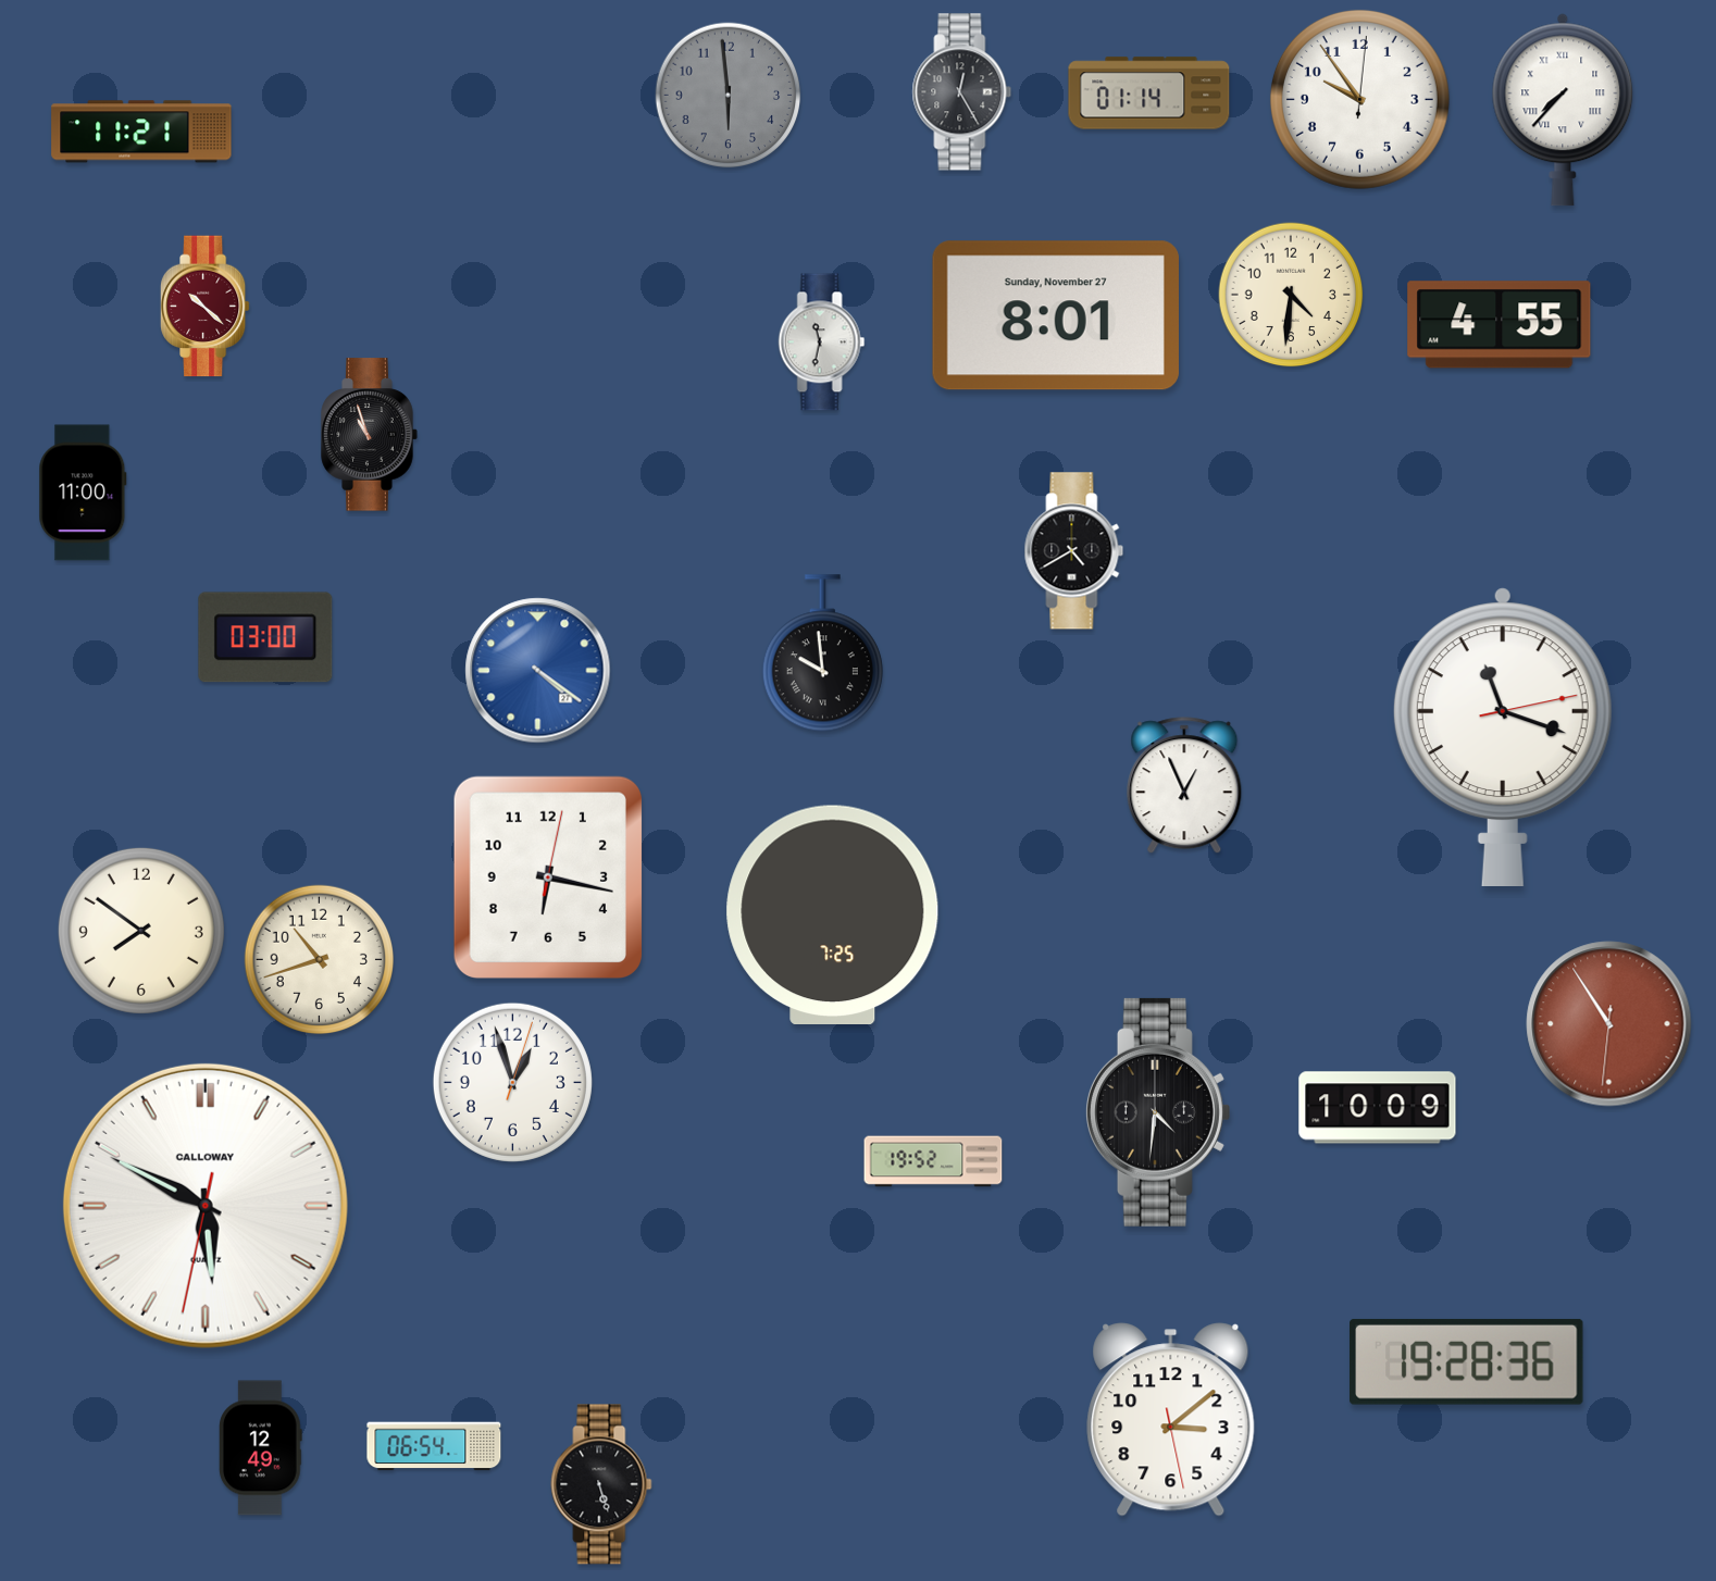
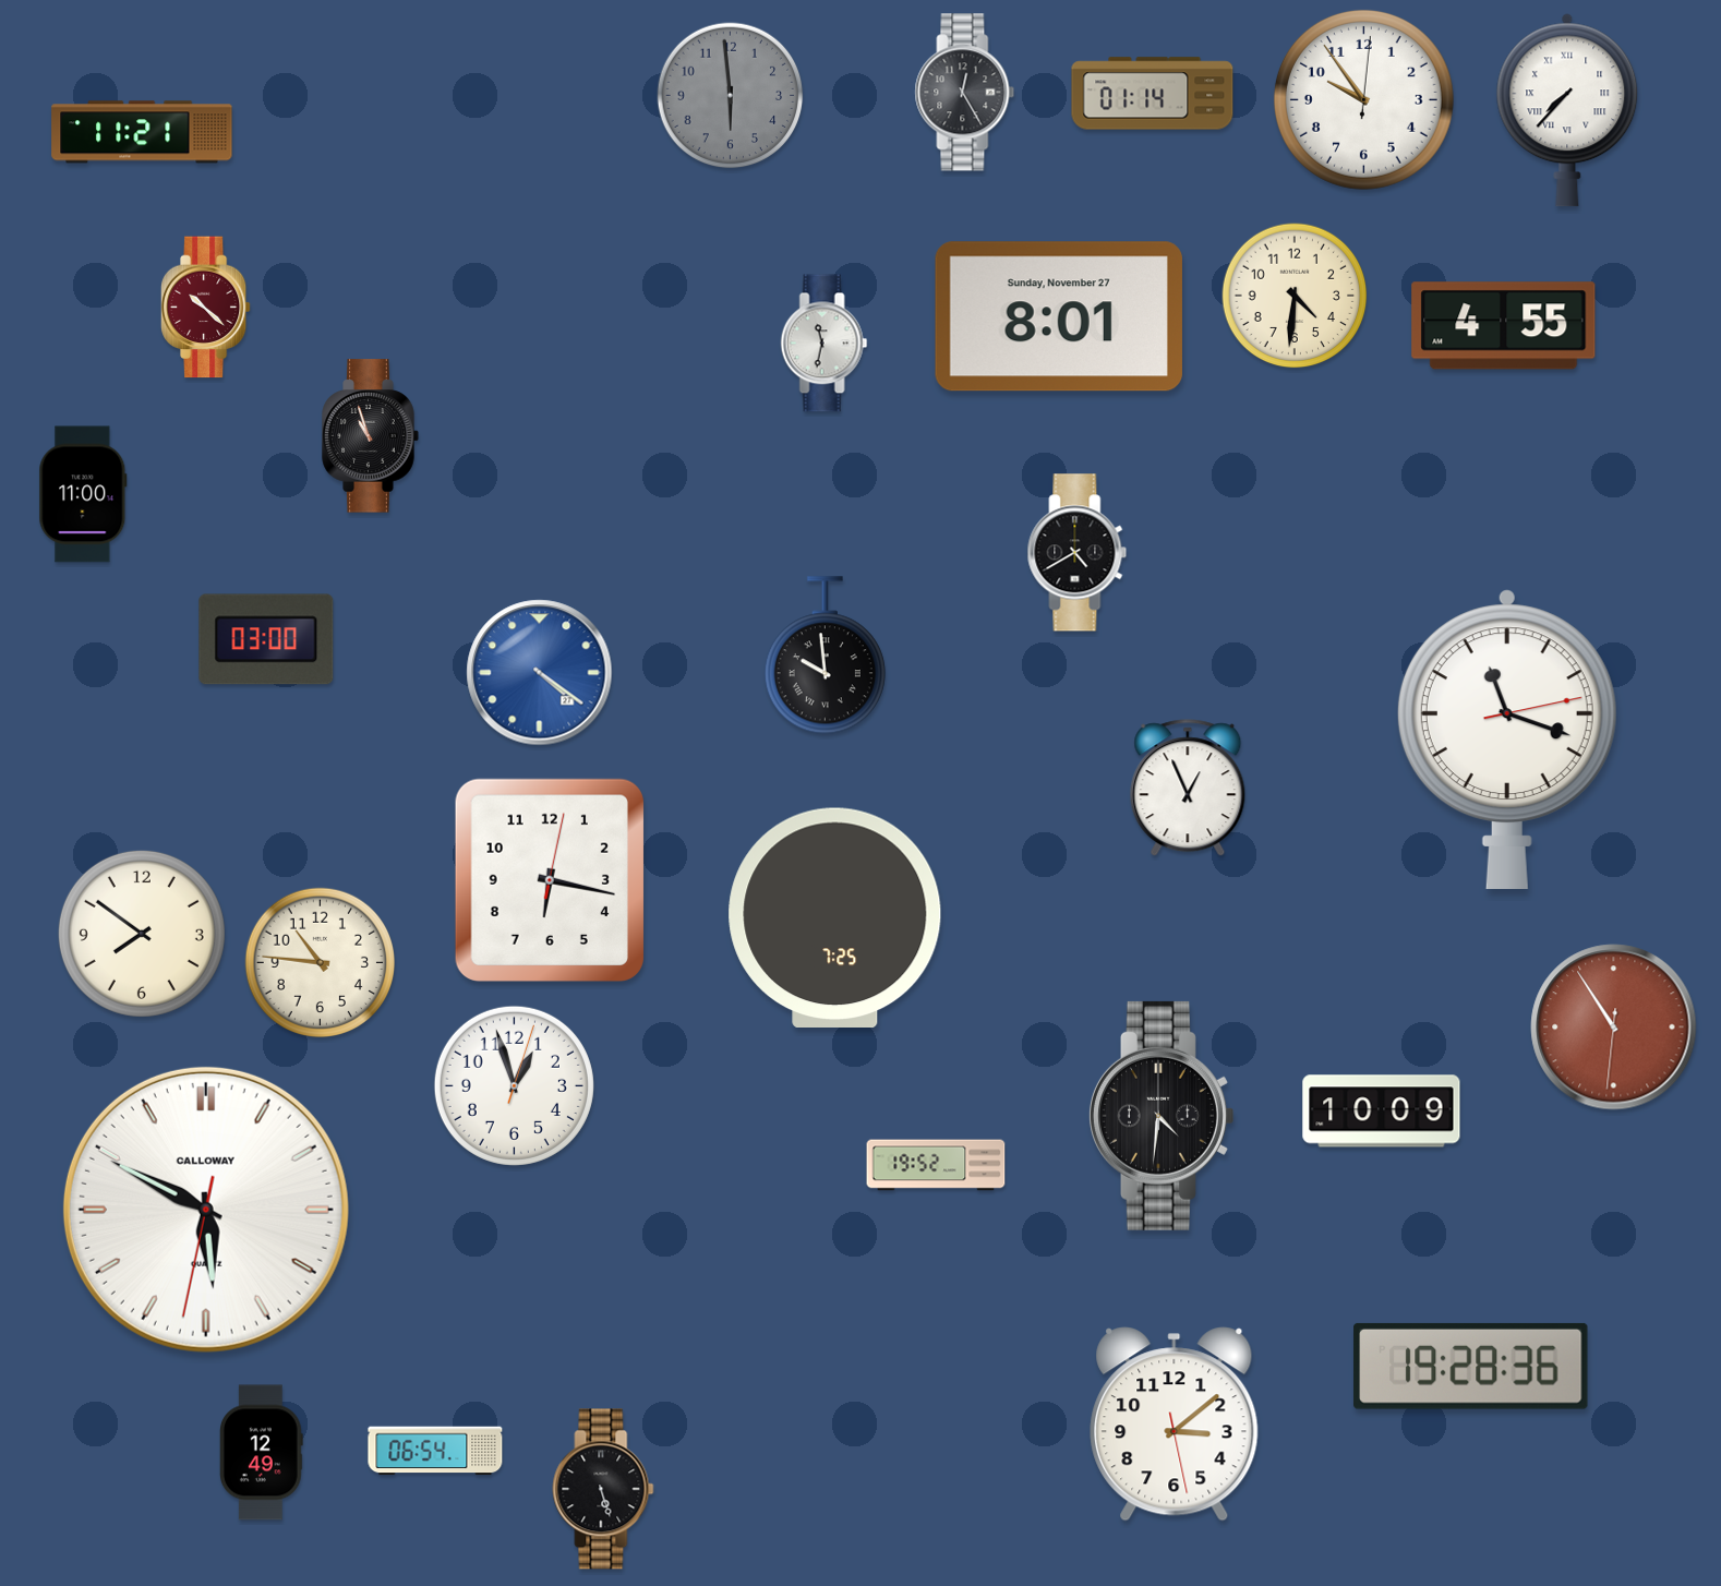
clock at (319, 959): 10:42 -> 10:46
